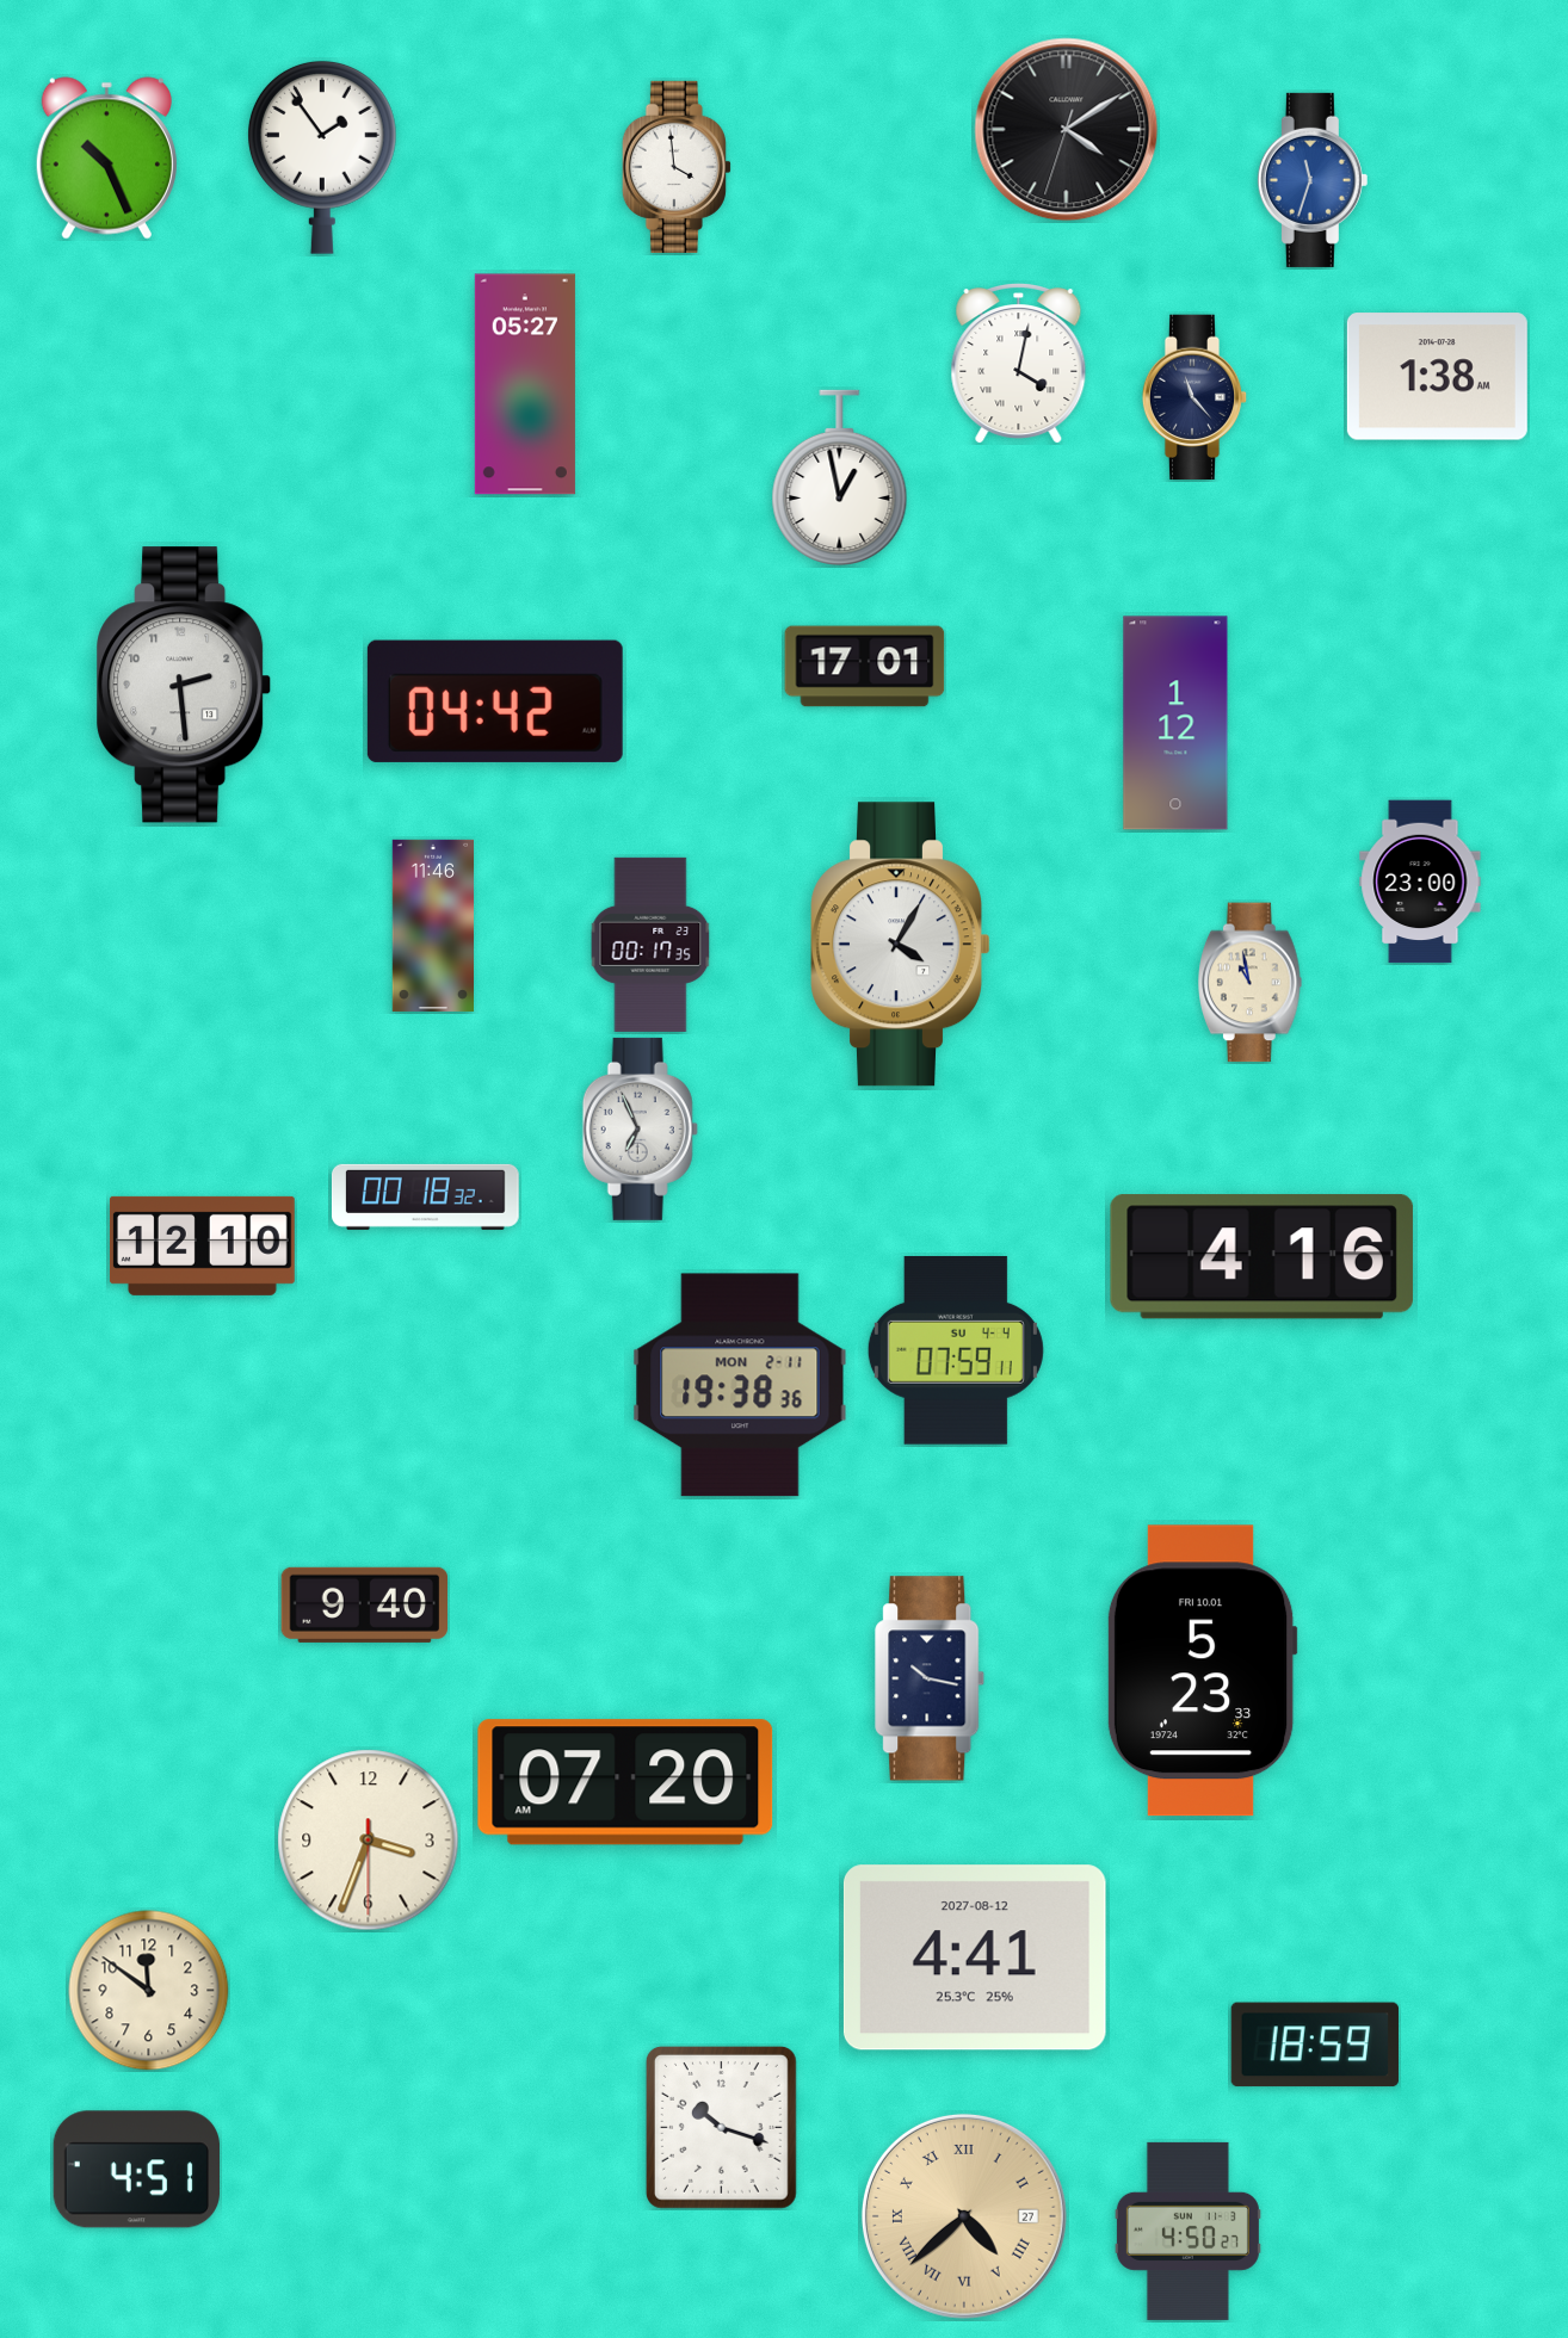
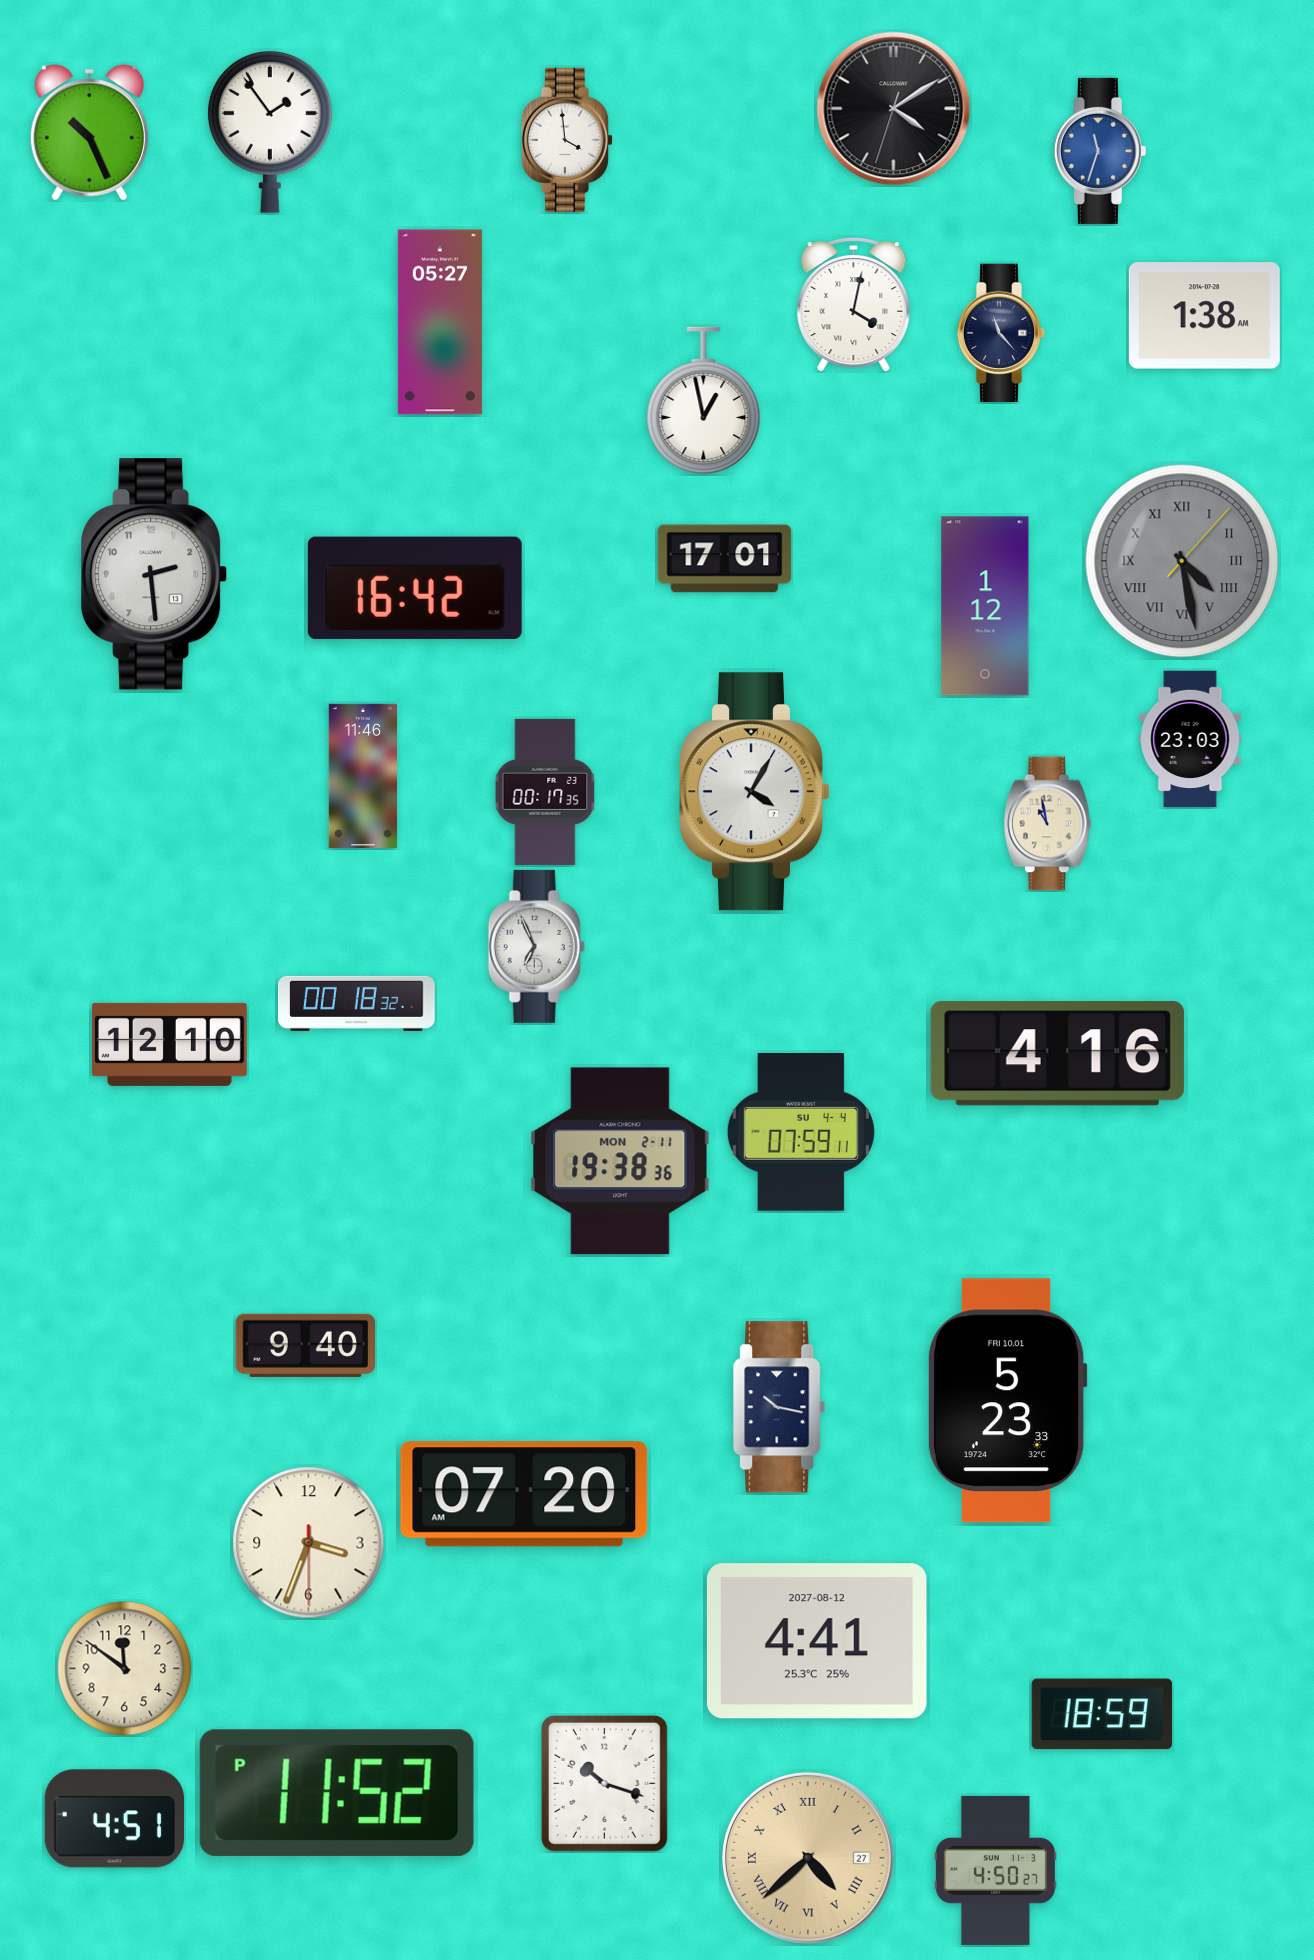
clock at (1182, 561): none -> 4:28
clock at (495, 701): 04:42 -> 16:42
clock at (1420, 882): 23:00 -> 23:03
clock at (337, 1793): none -> 11:52
